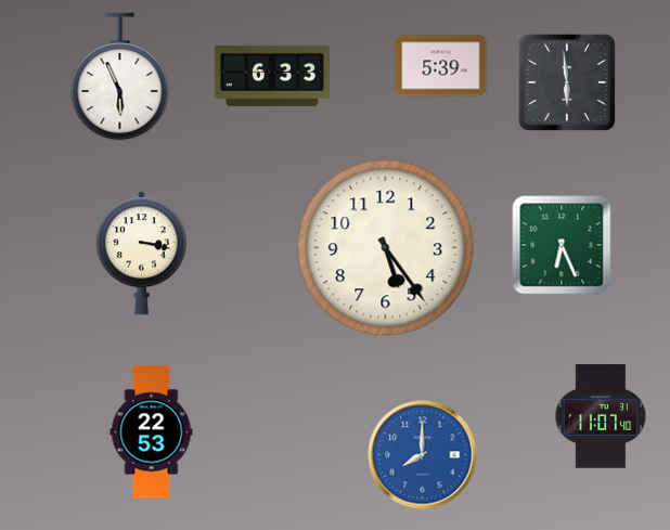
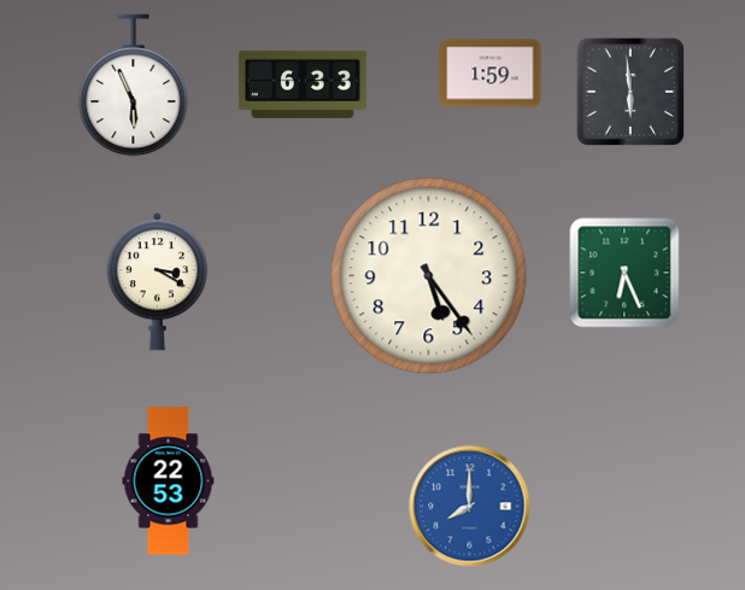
clock at (441, 66): 5:39 -> 1:59
clock at (141, 254): 3:17 -> 3:20
clock at (601, 416): 11:07 -> none
